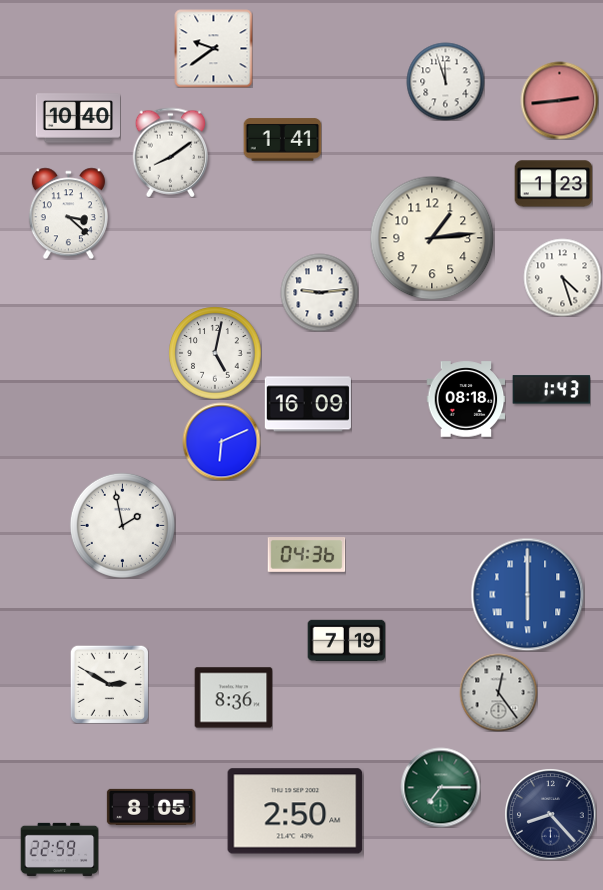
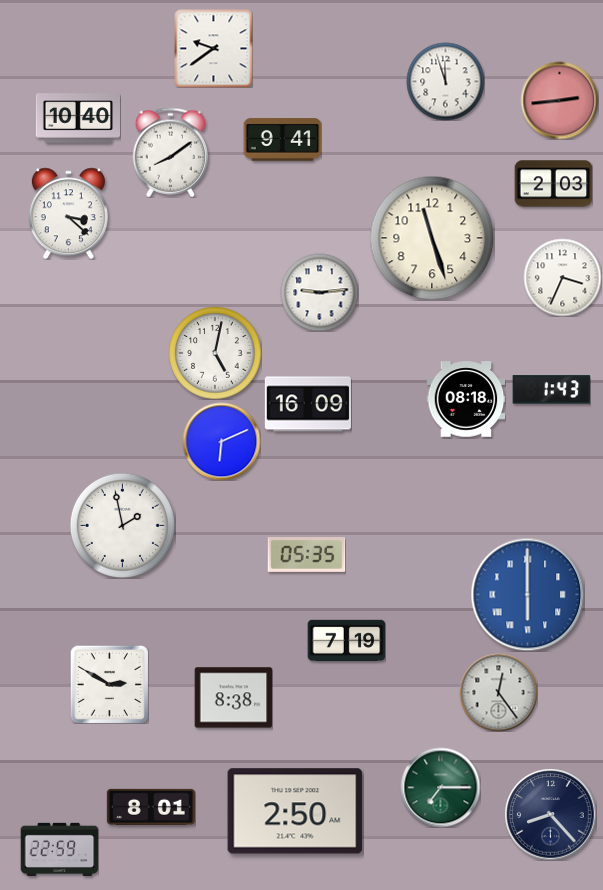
clock at (282, 140): 1:41 -> 9:41
clock at (553, 184): 1:23 -> 2:03
clock at (432, 238): 1:14 -> 11:27
clock at (562, 277): 4:27 -> 3:34
clock at (306, 555): 04:36 -> 05:35
clock at (233, 698): 8:36 -> 8:38
clock at (151, 807): 8:05 -> 8:01
